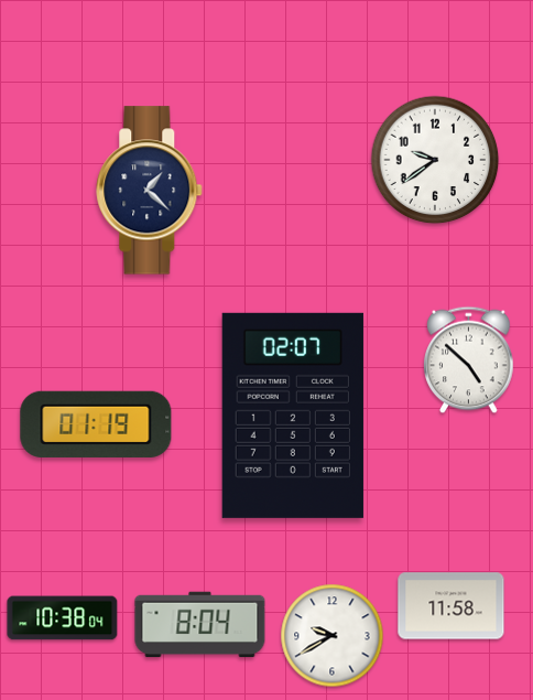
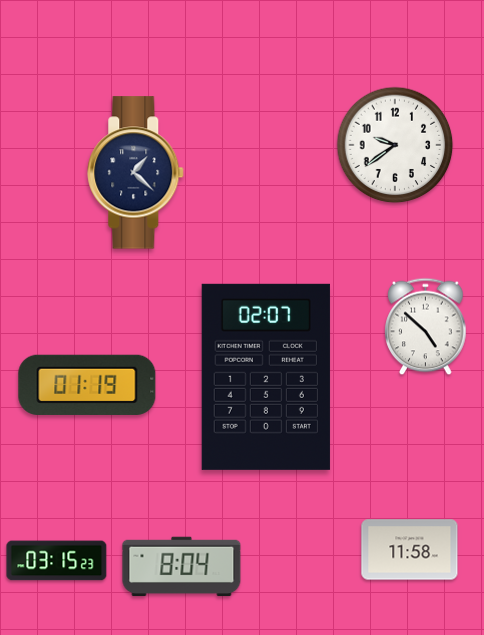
clock at (63, 618): 10:38 -> 03:15
clock at (333, 636): 9:40 -> none
